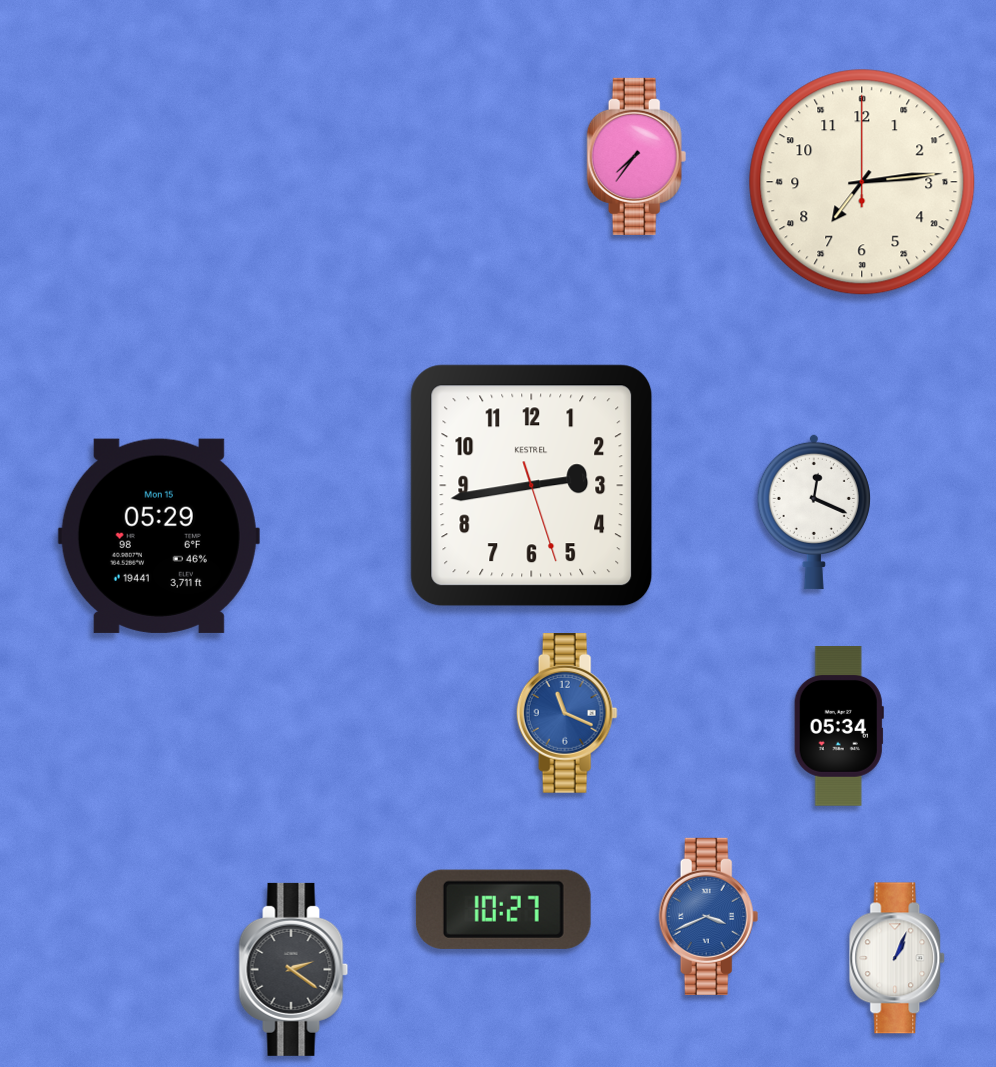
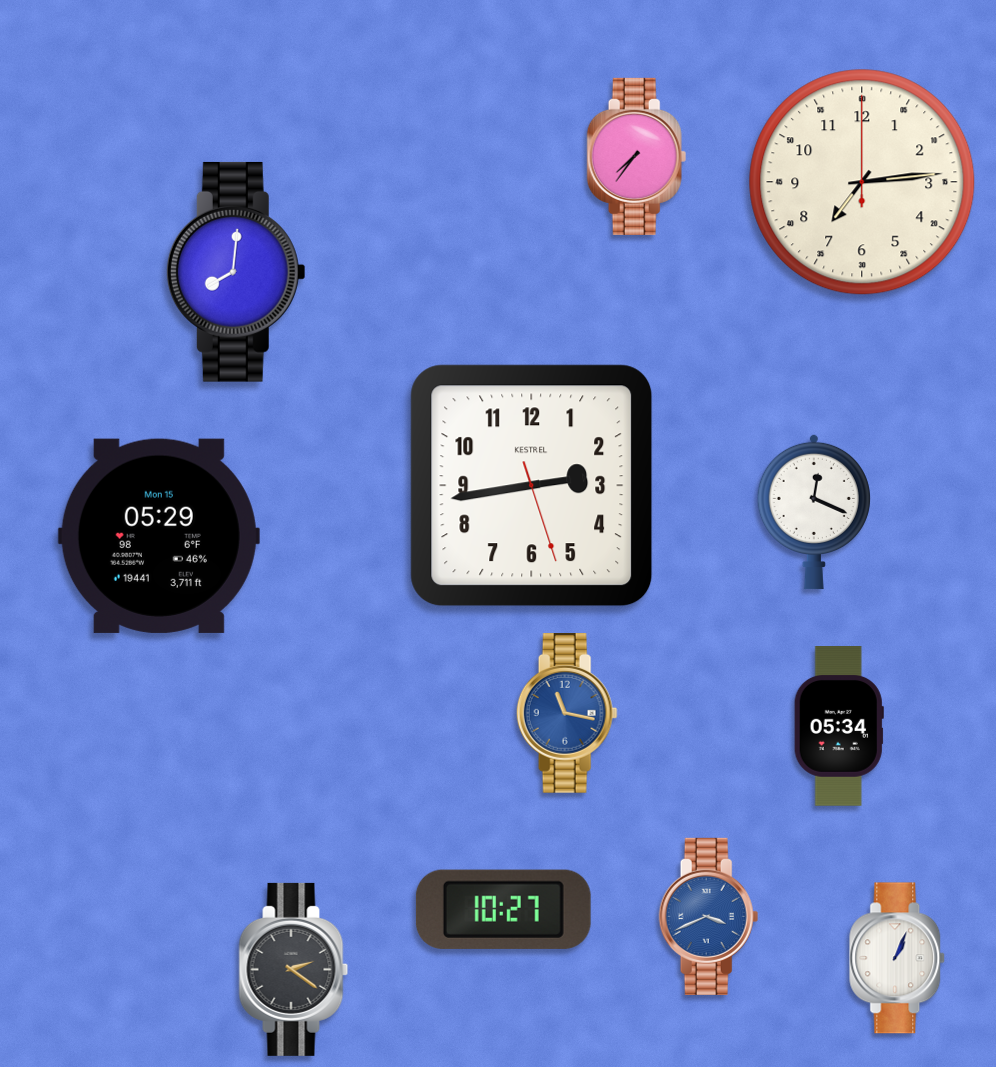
clock at (236, 272): none -> 8:01
clock at (567, 714): 11:19 -> 11:17
